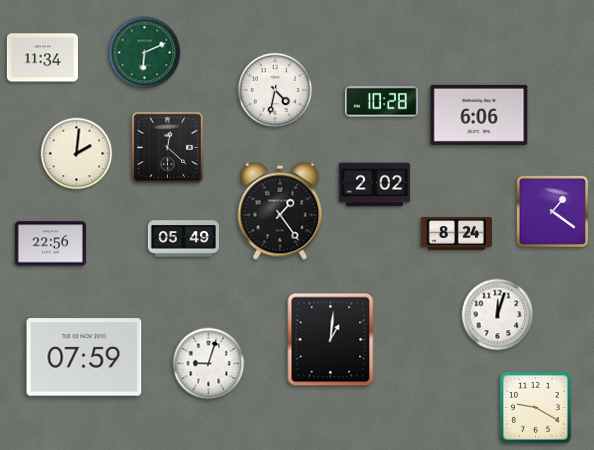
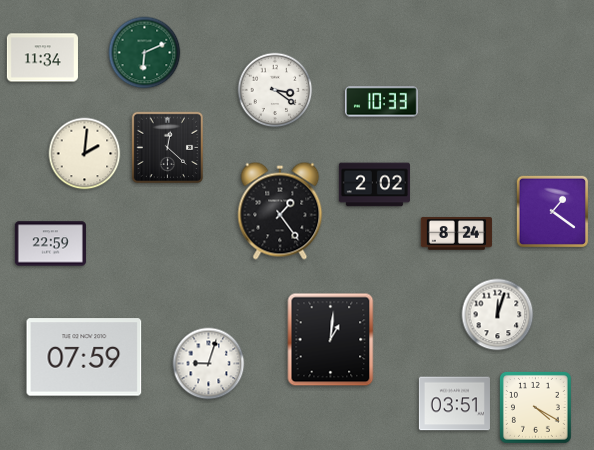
clock at (275, 90): 4:32 -> 3:21
clock at (381, 102): 10:28 -> 10:33
clock at (479, 115): 6:06 -> none
clock at (77, 154) position: (77, 154) -> (85, 154)
clock at (183, 239): 05:49 -> none
clock at (50, 244): 22:56 -> 22:59
clock at (454, 404): none -> 03:51
clock at (536, 408): 9:20 -> 4:20
